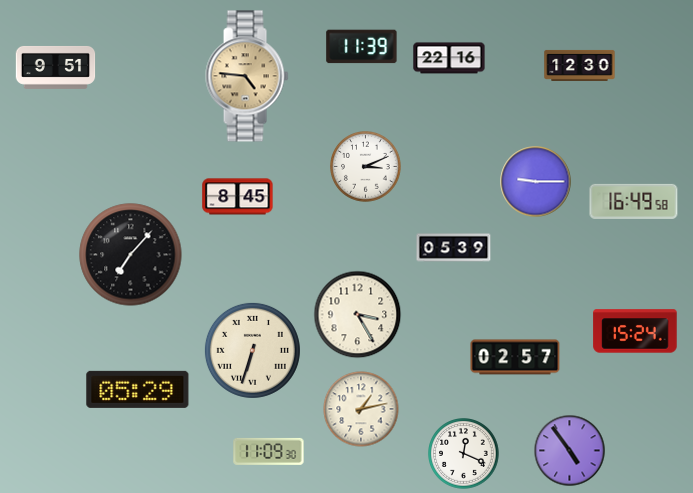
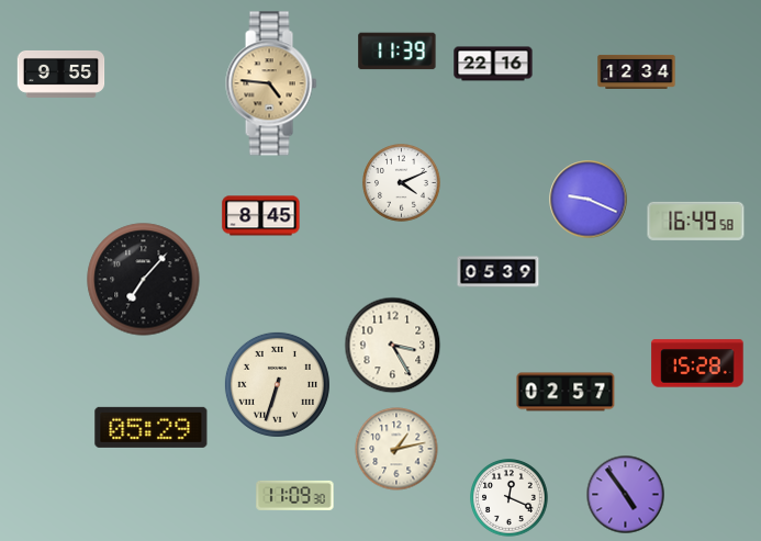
clock at (580, 65): 12:30 -> 12:34
clock at (56, 67): 9:51 -> 9:55
clock at (366, 167): 3:11 -> 4:11
clock at (536, 182): 9:15 -> 9:19
clock at (635, 331): 15:24 -> 15:28
